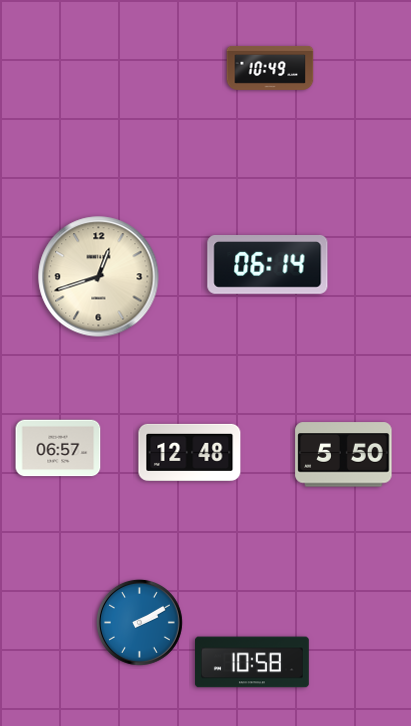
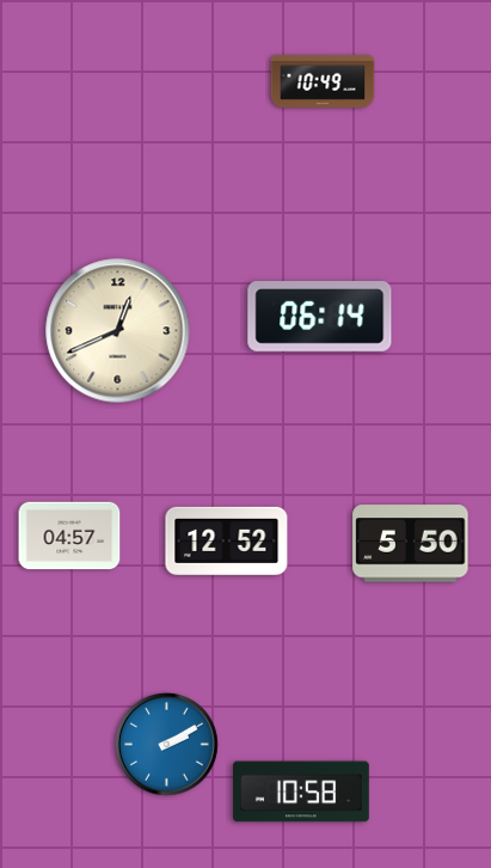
clock at (99, 277): 12:42 -> 12:41
clock at (58, 448): 06:57 -> 04:57
clock at (190, 452): 12:48 -> 12:52
